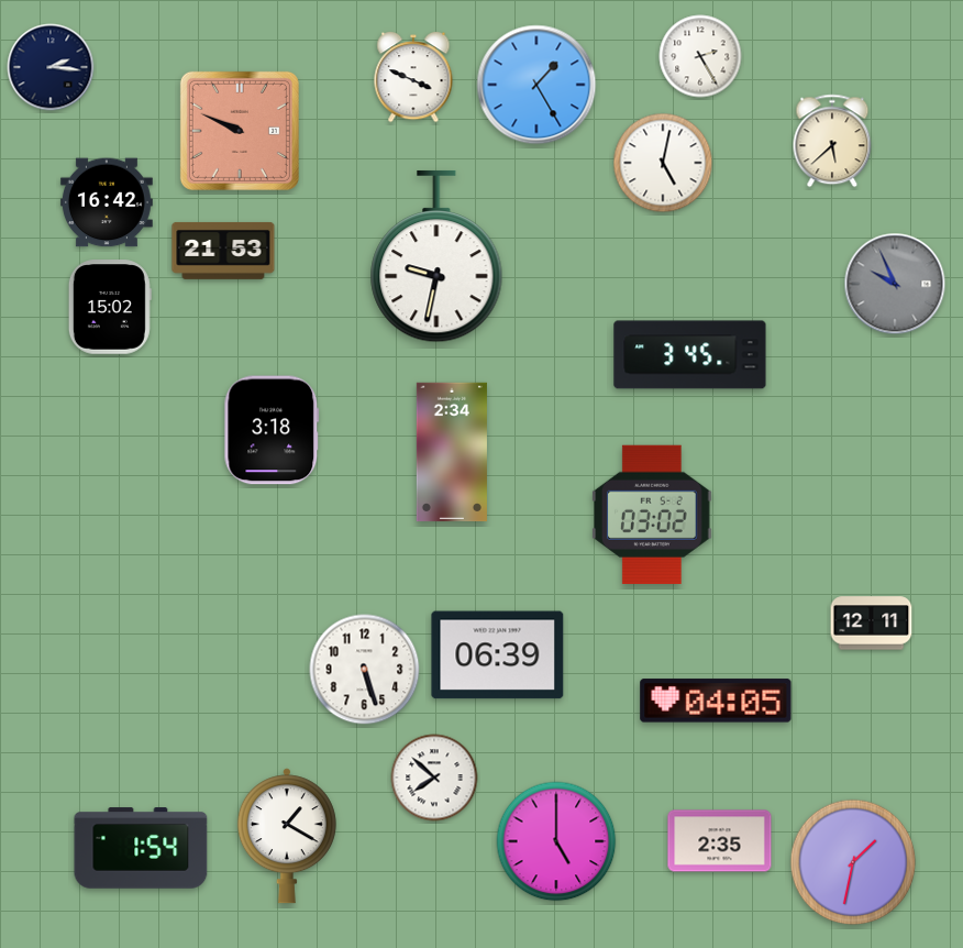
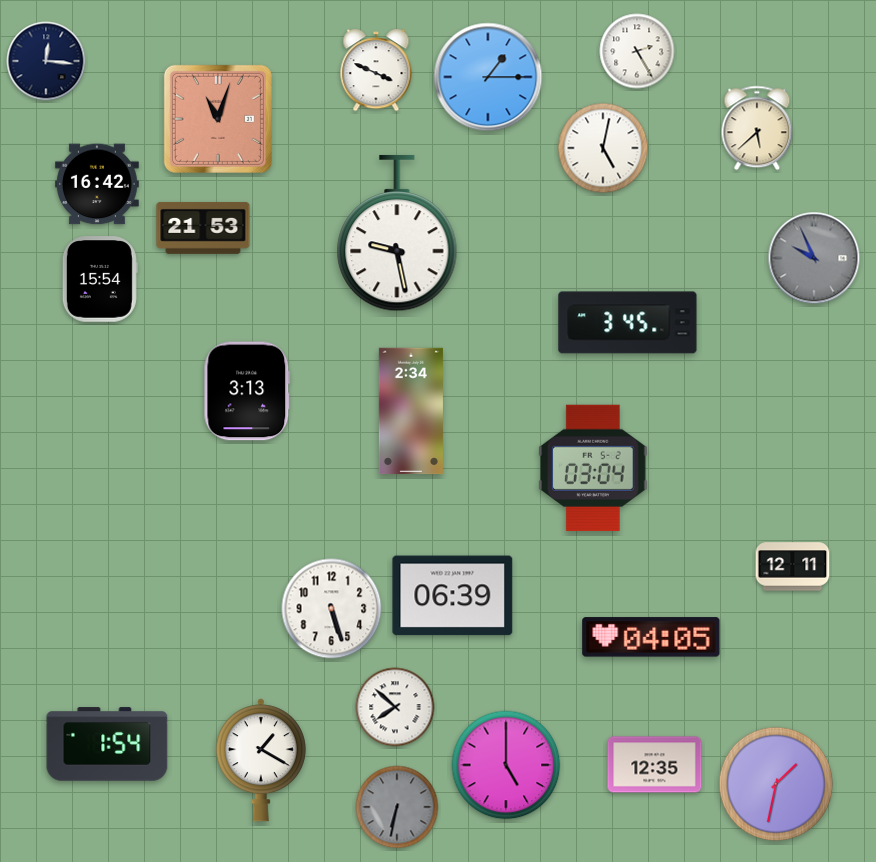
clock at (51, 67): 2:16 -> 12:16
clock at (536, 85): 1:25 -> 1:15
clock at (240, 131): 9:49 -> 11:03
clock at (436, 256): 9:32 -> 9:28
clock at (110, 307): 15:02 -> 15:54
clock at (272, 430): 3:18 -> 3:13
clock at (653, 515): 03:02 -> 03:04
clock at (720, 841): 2:35 -> 12:35
clock at (141, 848) position: (141, 848) -> (107, 744)
clock at (397, 807): none -> 6:32
